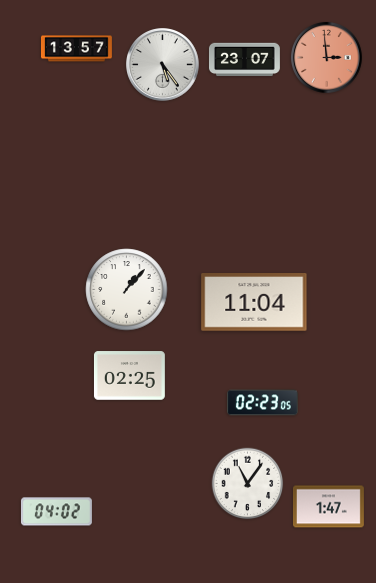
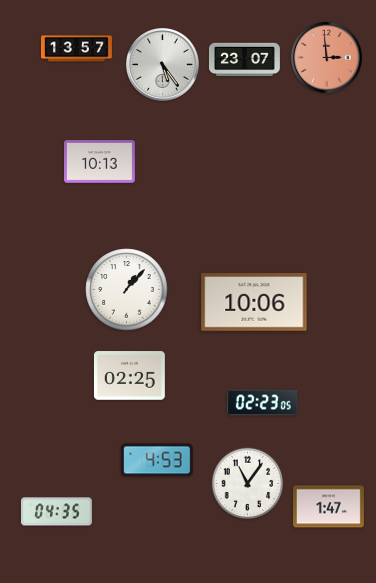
clock at (99, 162): none -> 10:13
clock at (254, 303): 11:04 -> 10:06
clock at (157, 460): none -> 4:53
clock at (56, 512): 04:02 -> 04:35
